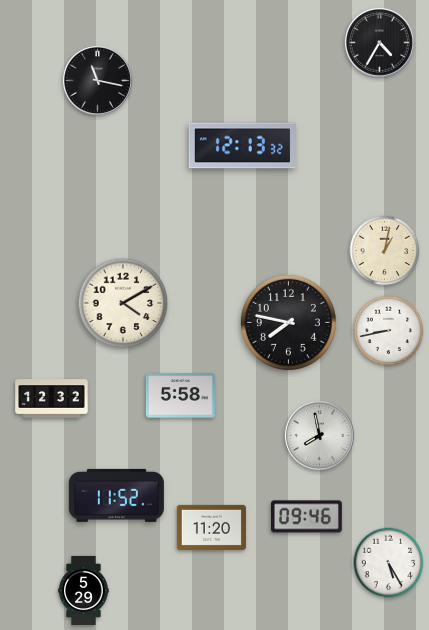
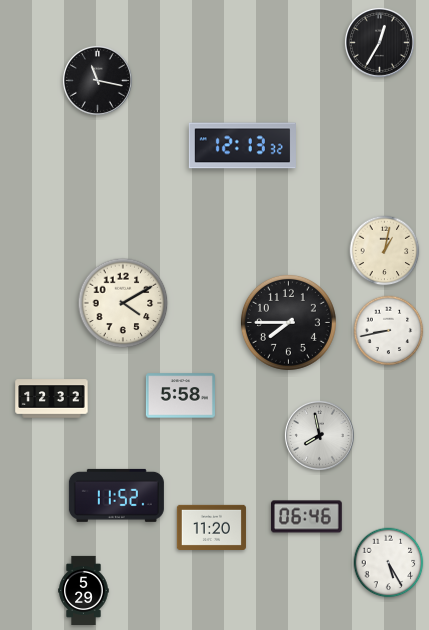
clock at (379, 42): 4:35 -> 12:35
clock at (288, 322): 7:47 -> 7:45
clock at (307, 517): 09:46 -> 06:46
